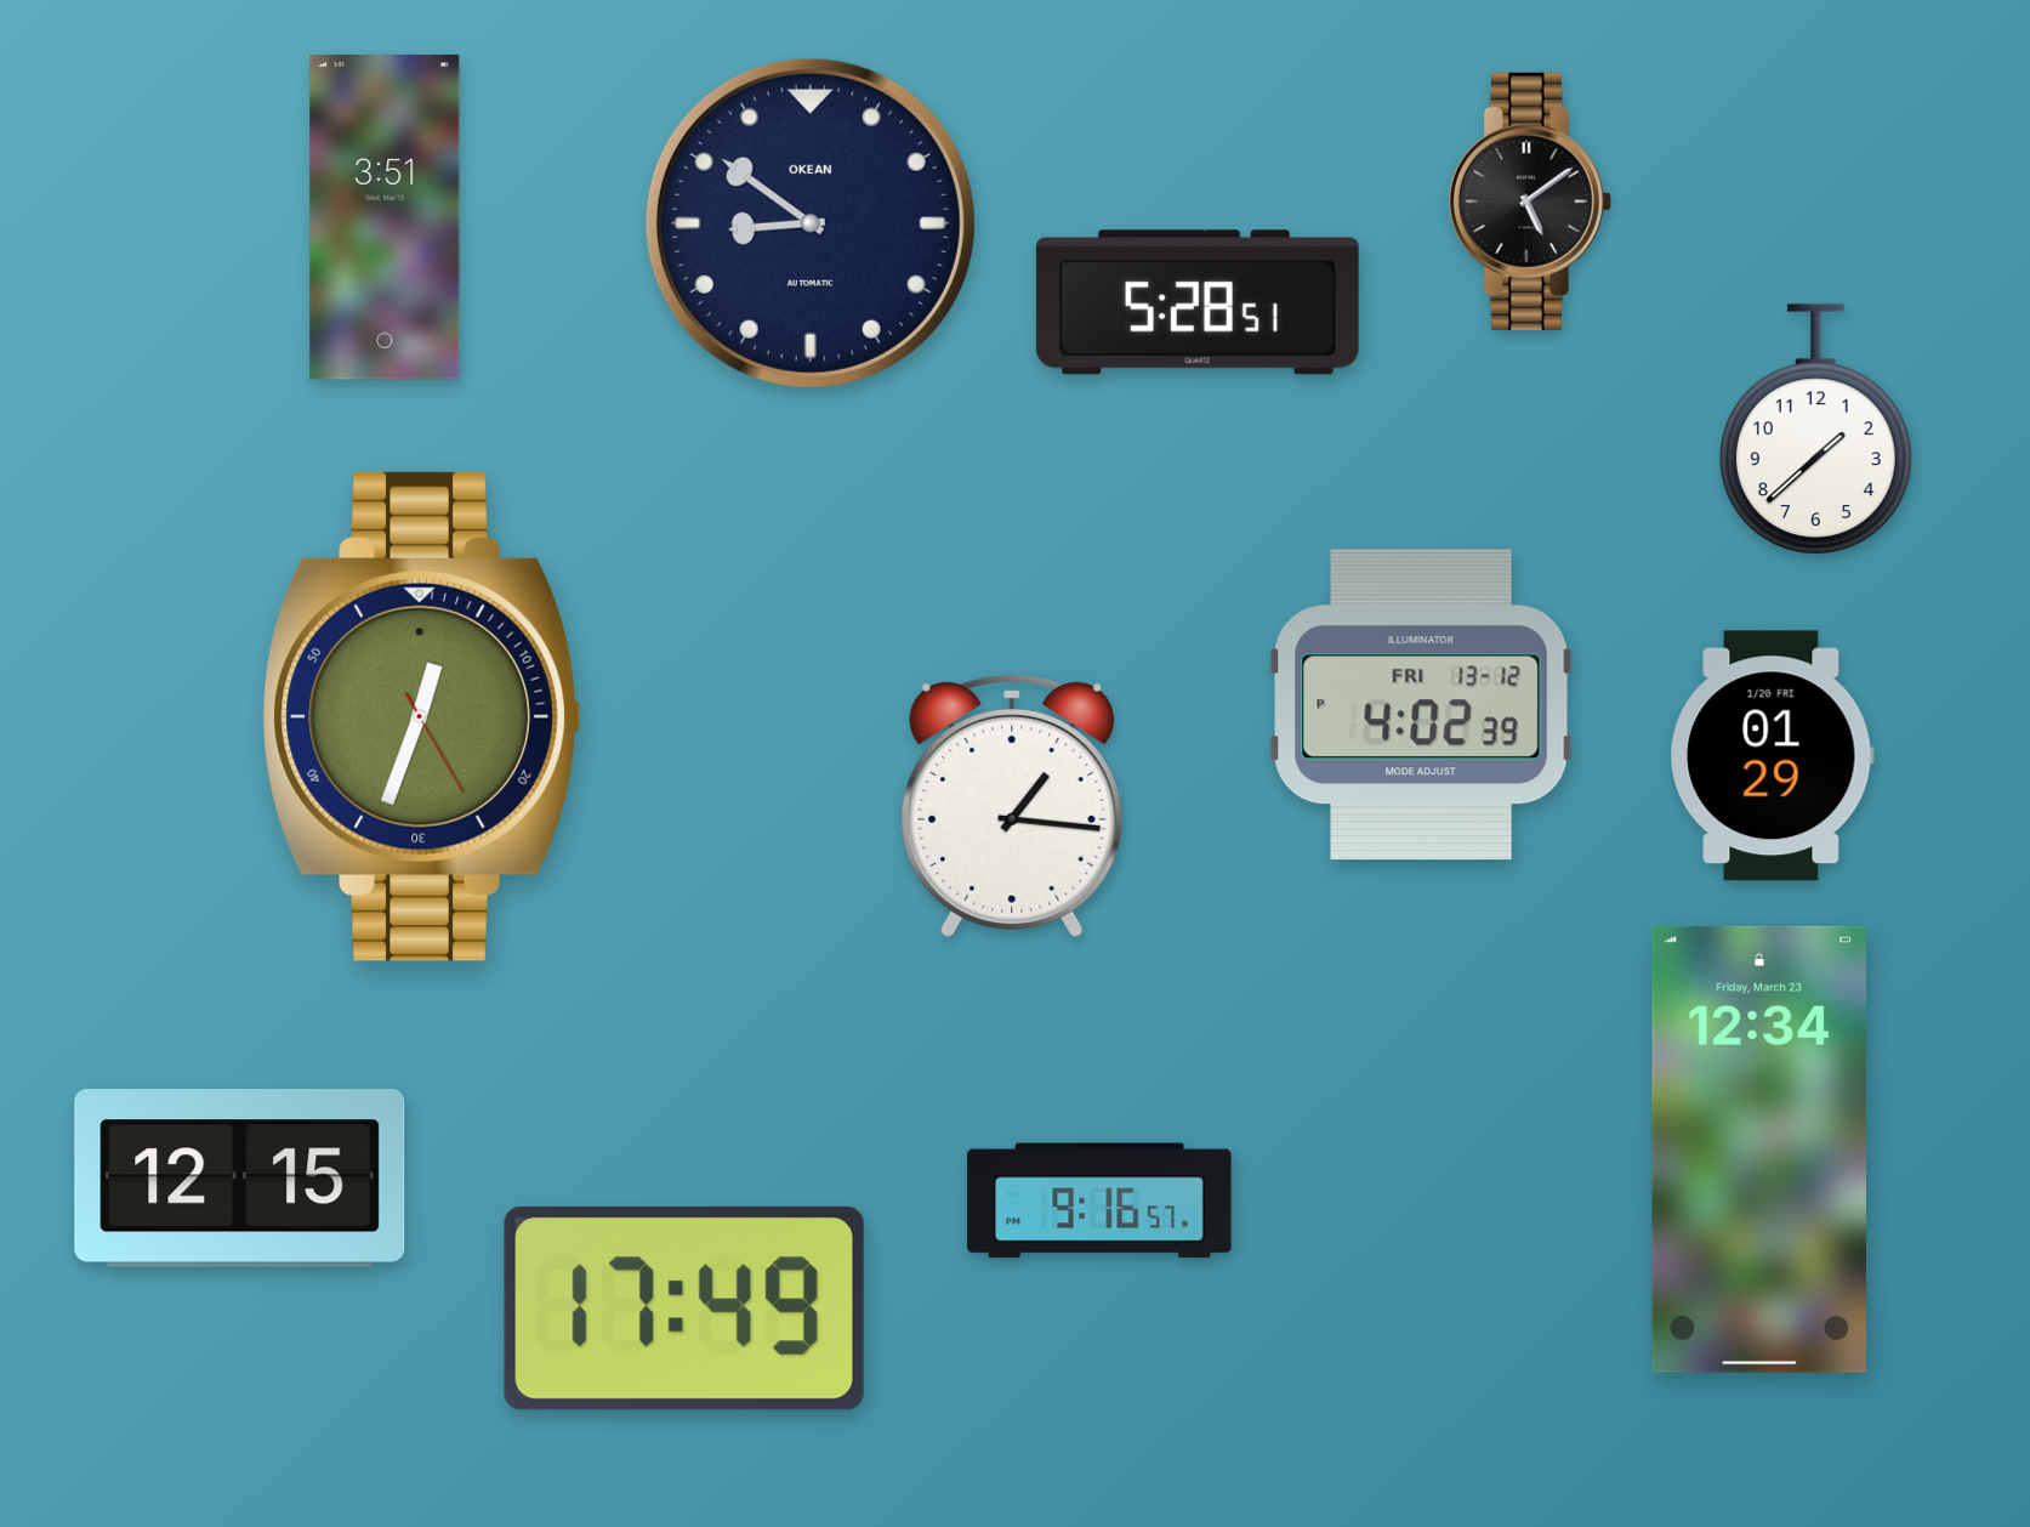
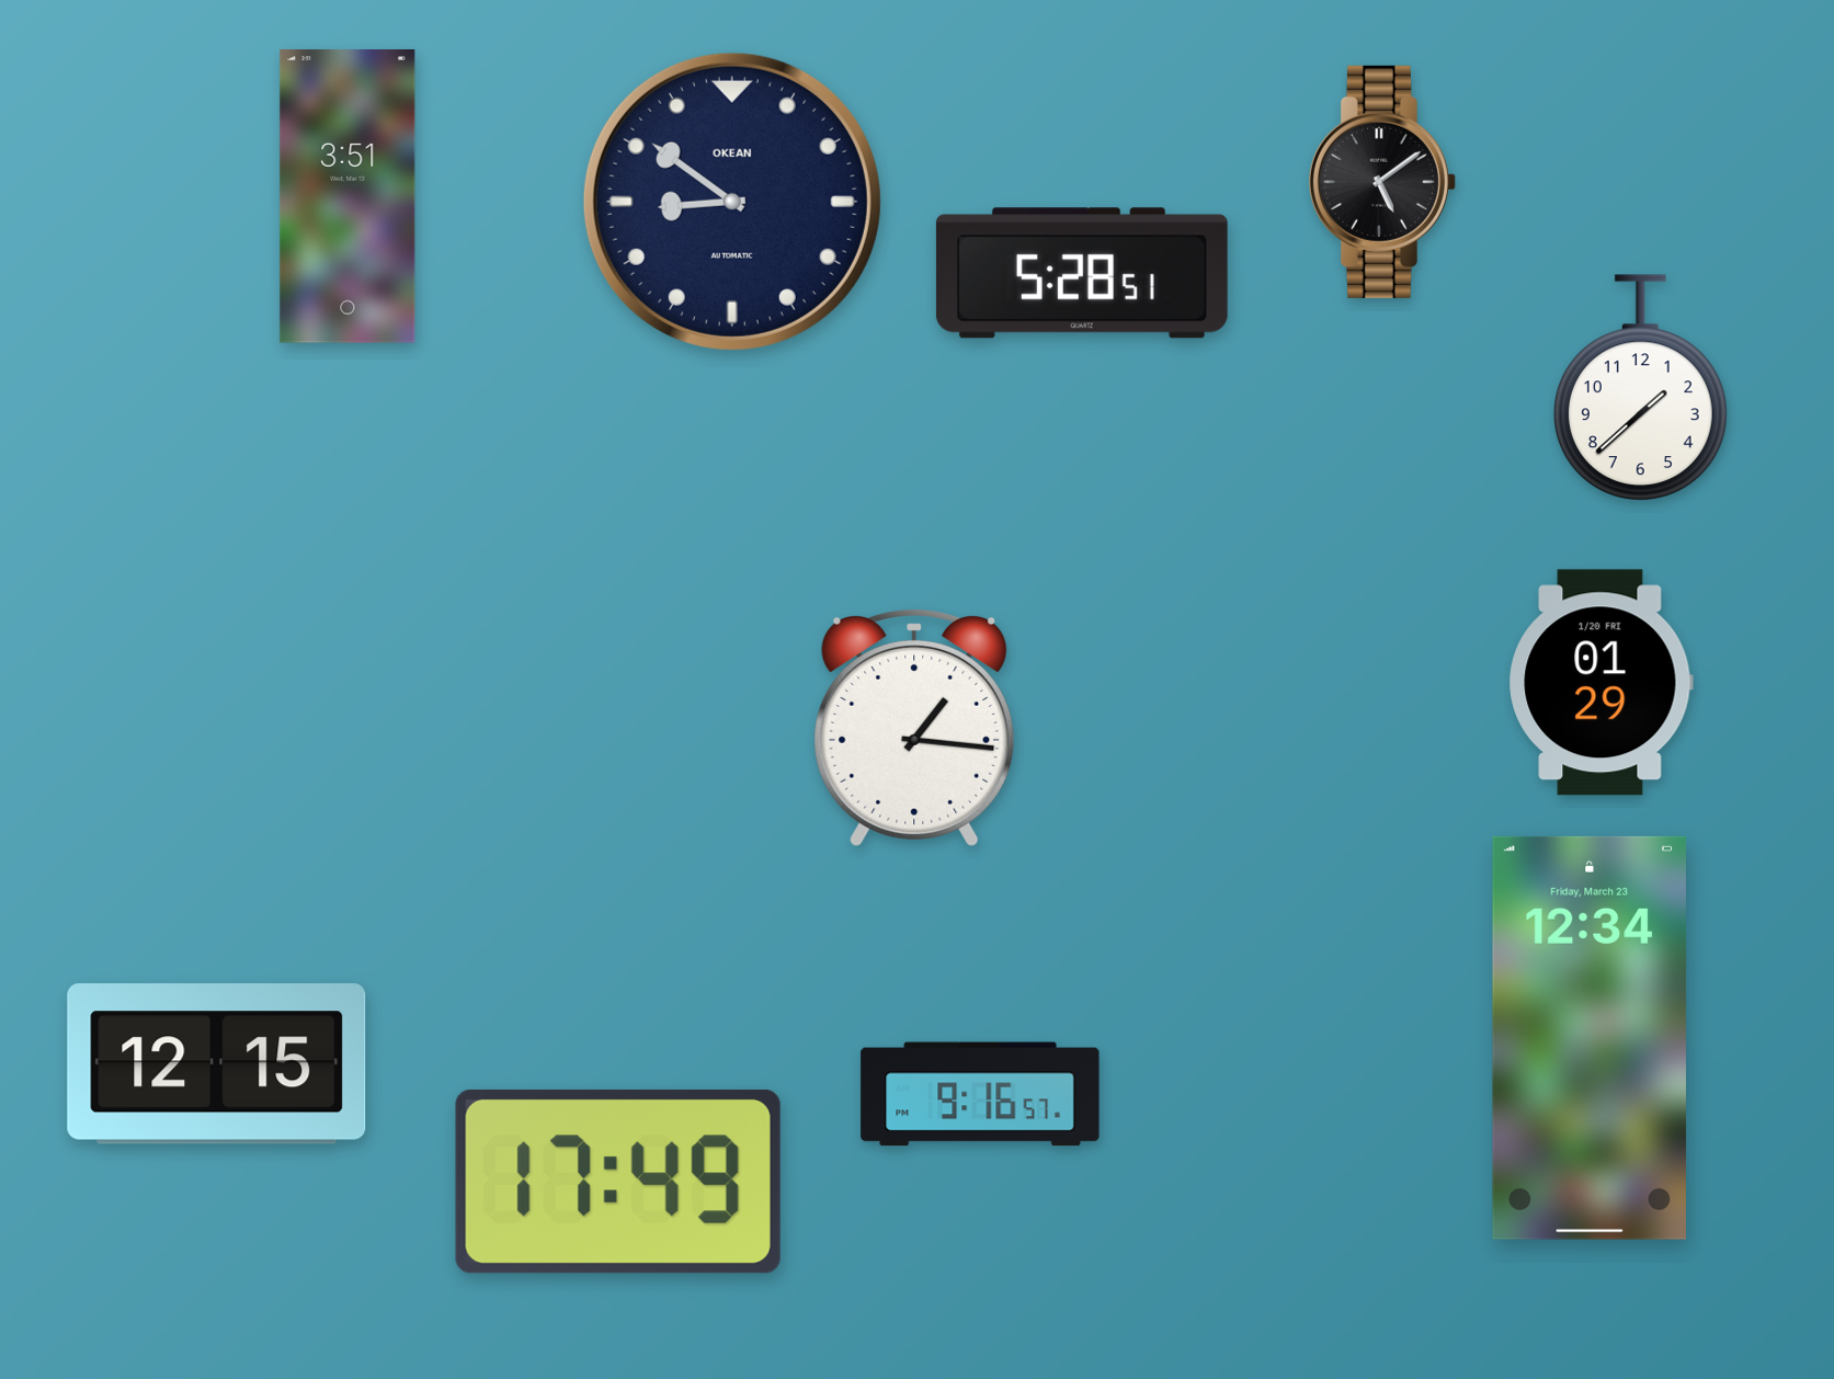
clock at (1421, 705): 4:02 -> none
clock at (421, 716): 12:33 -> none
clock at (1099, 1200) position: (1099, 1200) -> (980, 1094)
